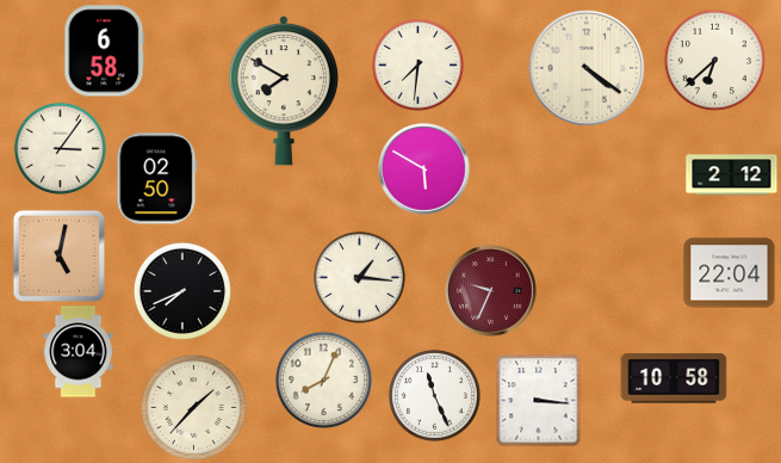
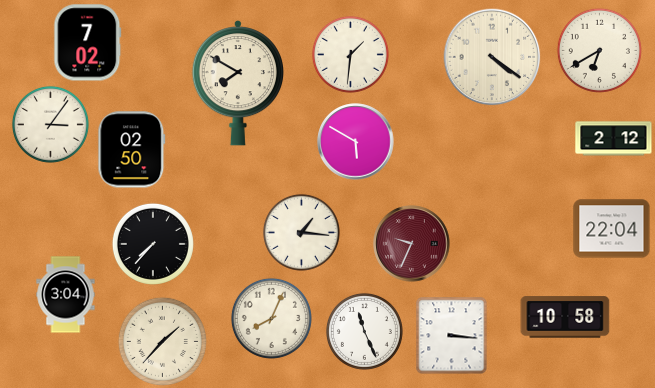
clock at (105, 51): 6:58 -> 7:02
clock at (714, 60): 6:38 -> 6:40
clock at (417, 64): 7:31 -> 1:31
clock at (283, 91) position: (283, 91) -> (237, 83)
clock at (732, 175) position: (732, 175) -> (614, 139)
clock at (58, 255): 5:02 -> none
clock at (182, 291): 7:41 -> 7:37
